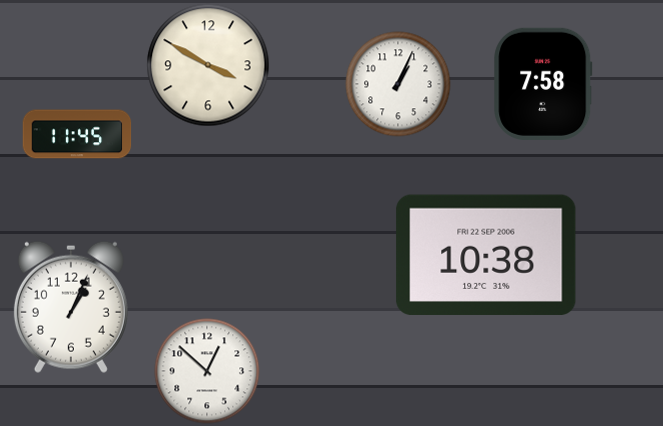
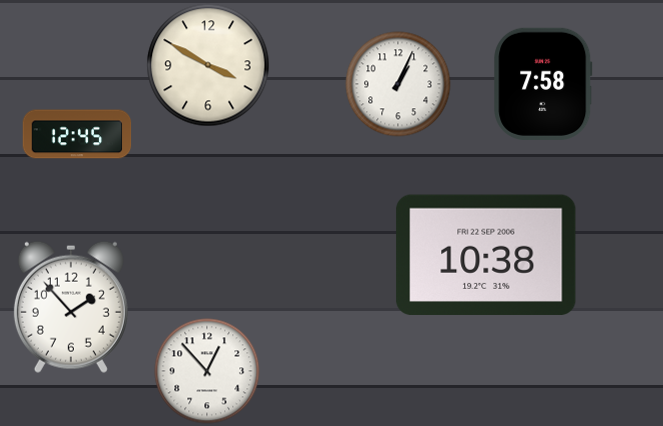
clock at (77, 134): 11:45 -> 12:45
clock at (71, 307): 1:04 -> 1:53
clock at (207, 371): 12:52 -> 12:53
